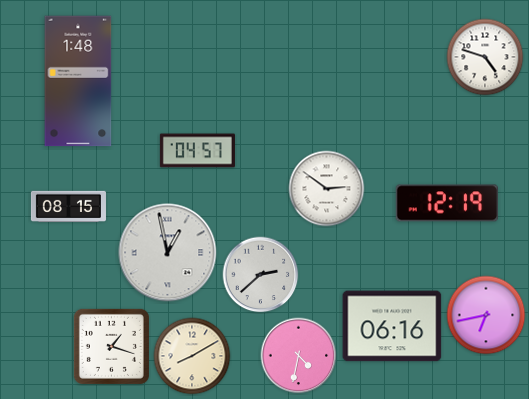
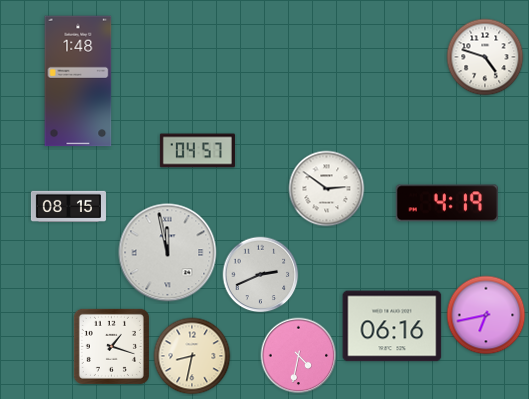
clock at (446, 203): 12:19 -> 4:19
clock at (168, 253): 12:58 -> 11:58
clock at (261, 275): 2:38 -> 2:41
clock at (192, 356): 8:10 -> 8:32
